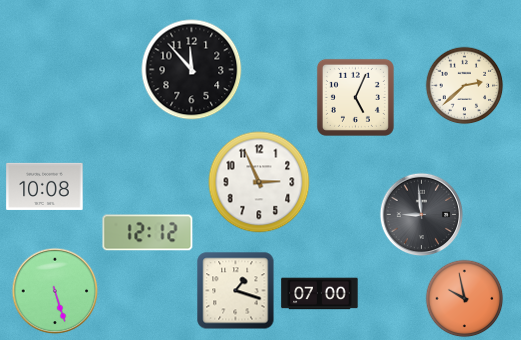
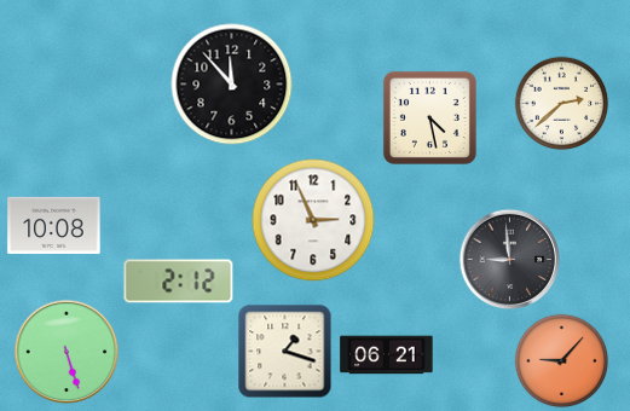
clock at (355, 97): 5:04 -> 4:28
clock at (148, 233): 12:12 -> 2:12
clock at (320, 294): 07:00 -> 06:21
clock at (464, 298): 9:58 -> 9:07
